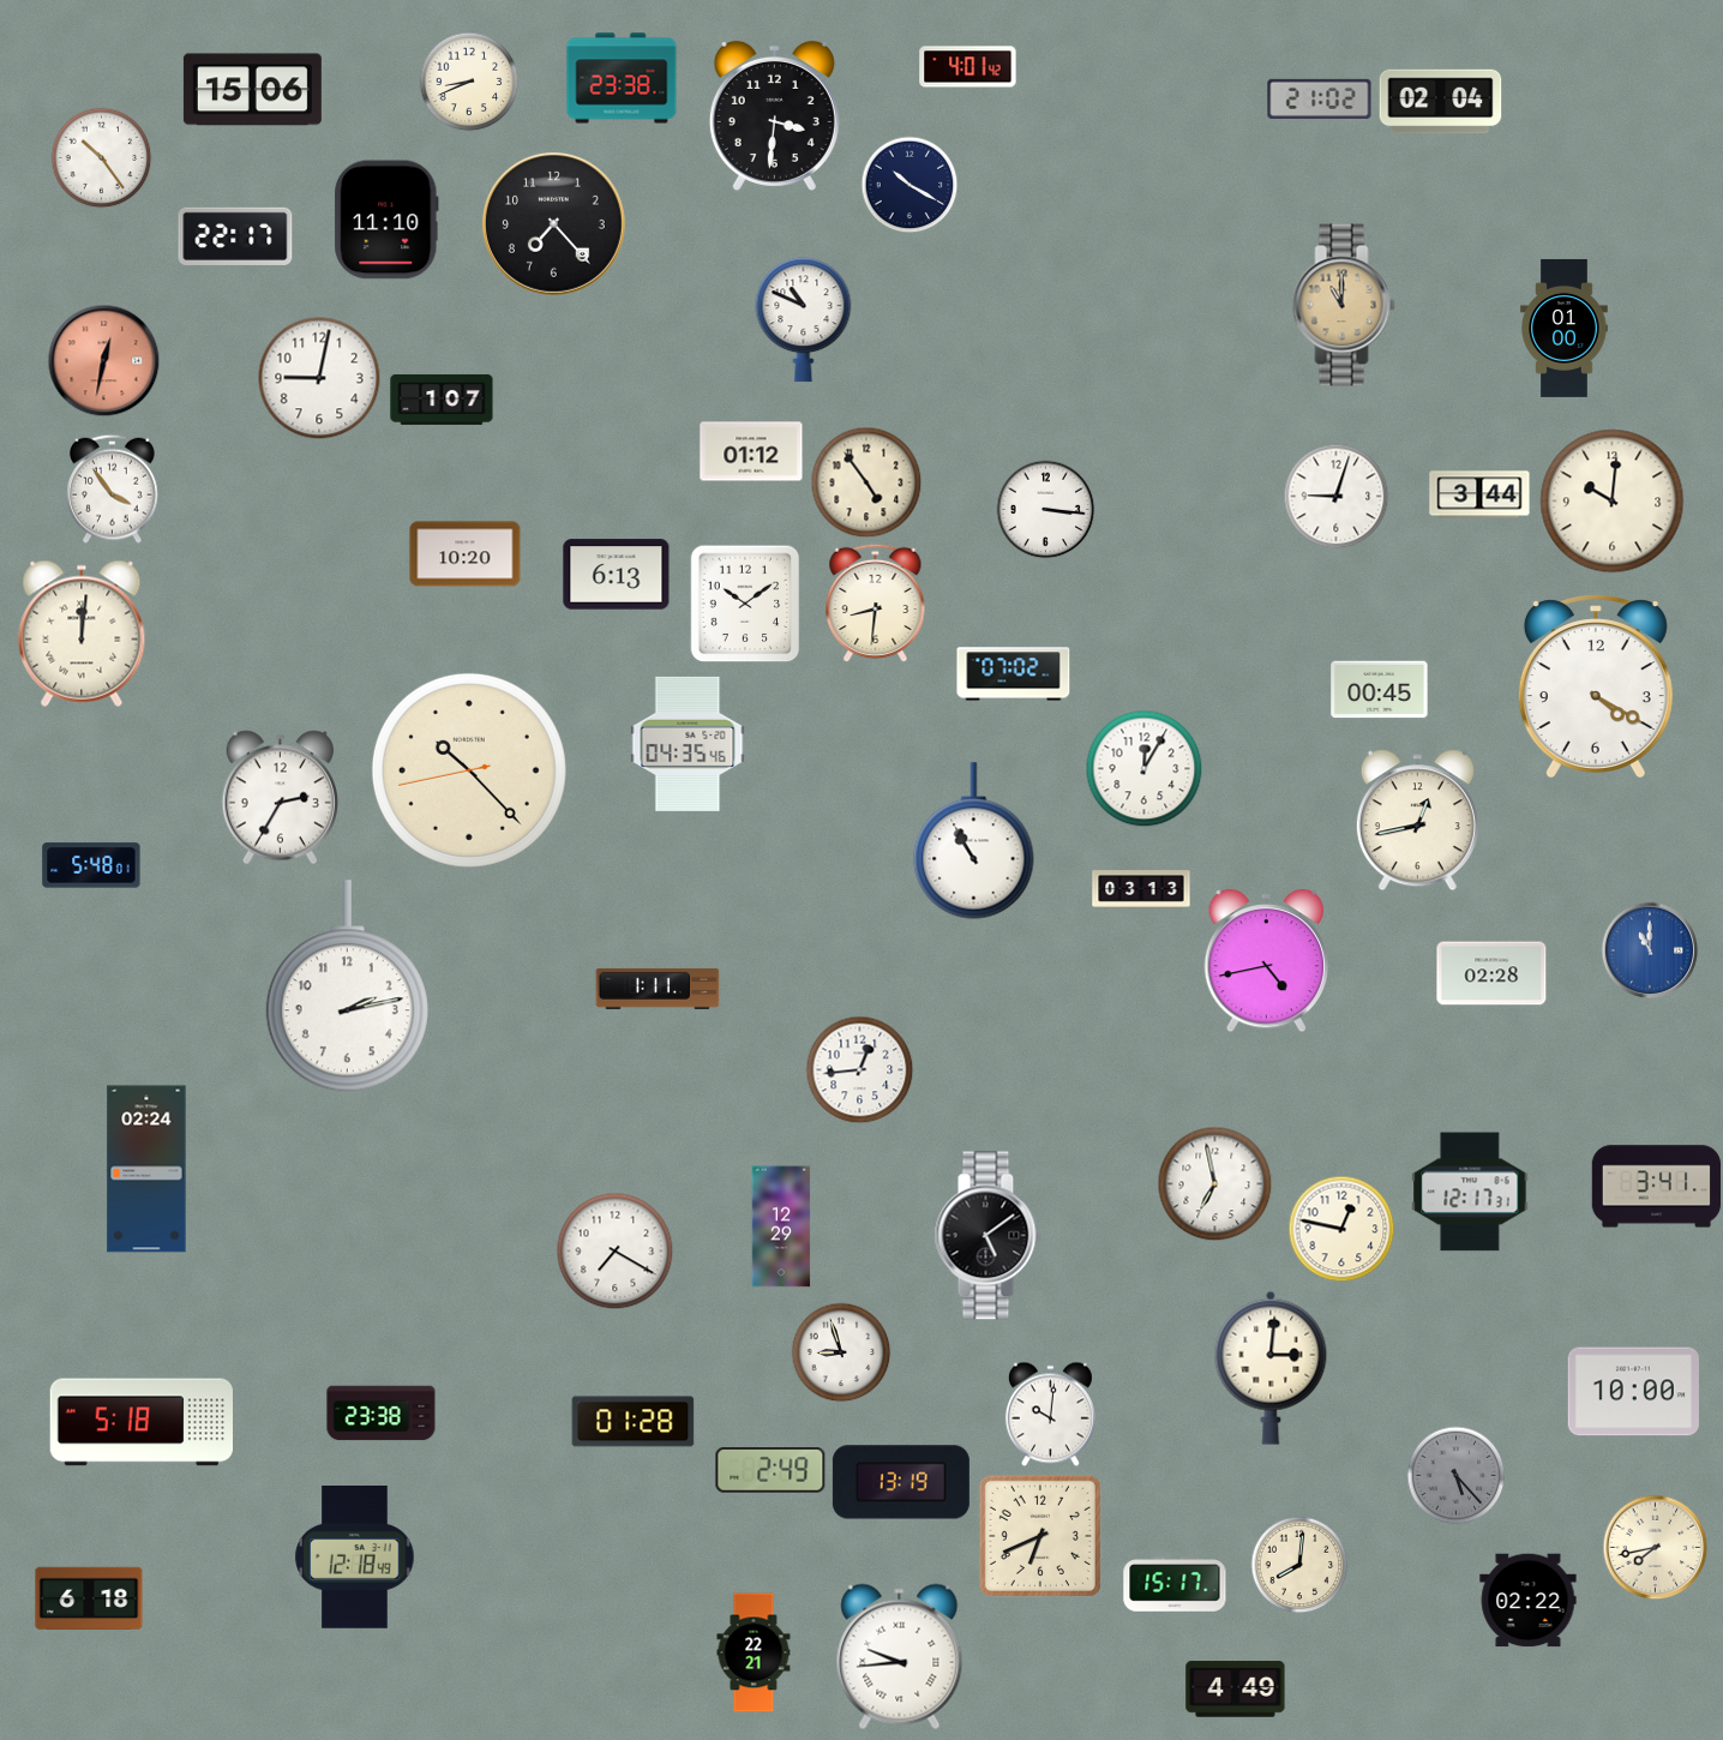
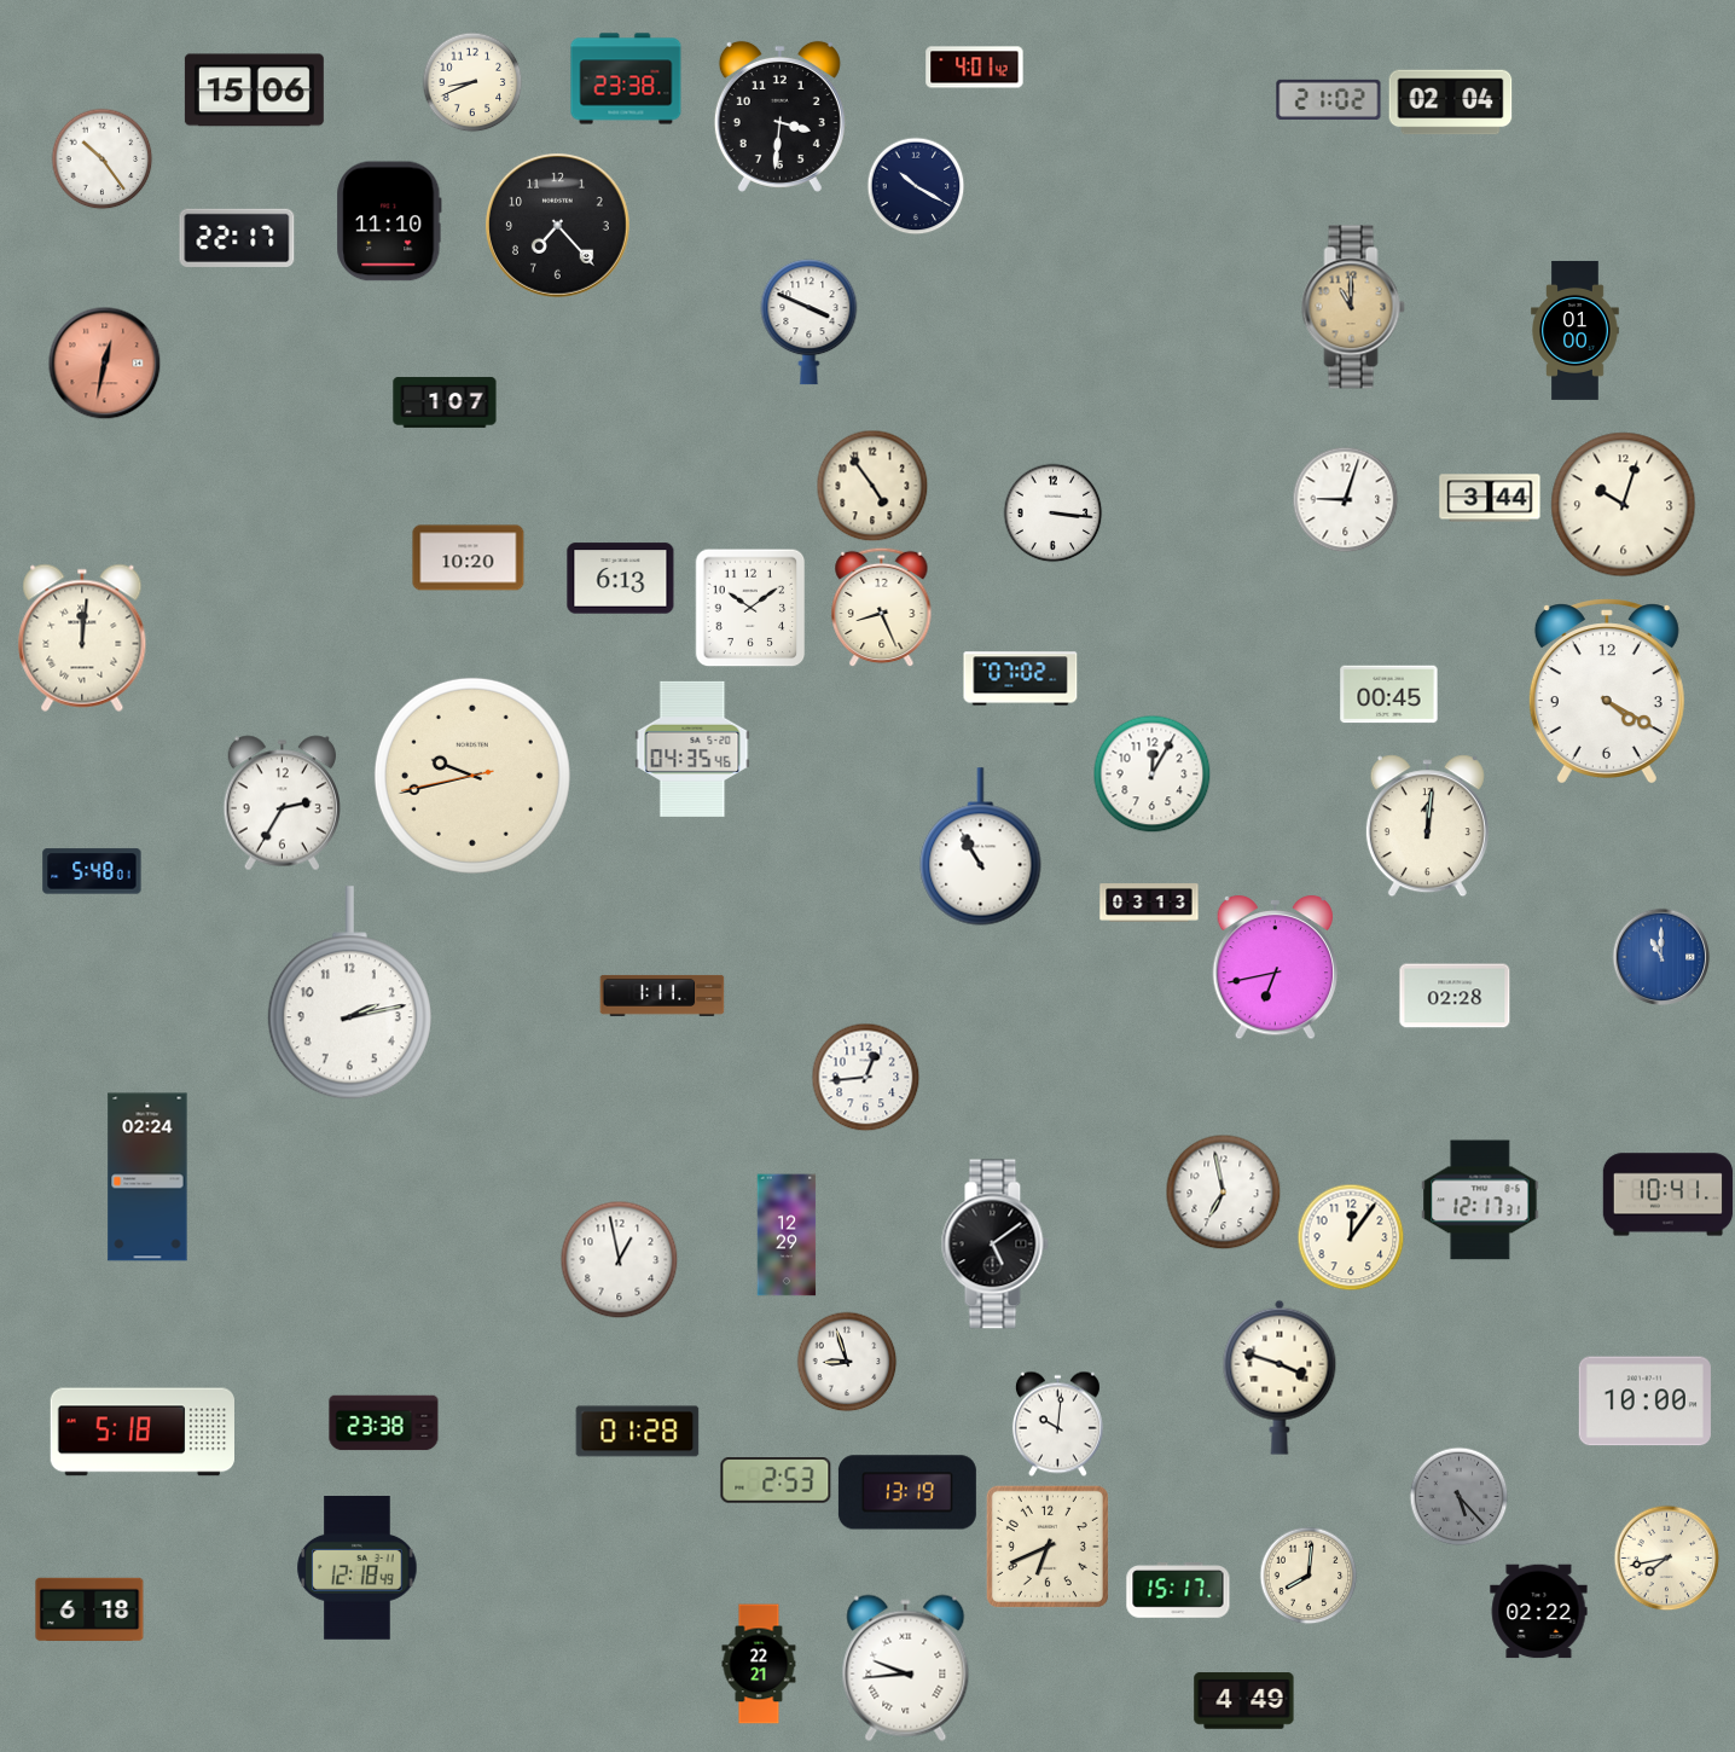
clock at (804, 320): 10:49 -> 3:49
clock at (319, 378): 9:02 -> none
clock at (751, 451): 01:12 -> none
clock at (113, 488): 3:54 -> none
clock at (1613, 502): 10:01 -> 10:03
clock at (876, 602): 8:31 -> 8:26
clock at (469, 770): 10:22 -> 9:42
clock at (1417, 821): 12:43 -> 12:01
clock at (1141, 889) position: (1141, 889) -> (1149, 903)
clock at (1267, 961): 4:43 -> 6:43
clock at (1491, 973) position: (1491, 973) -> (1455, 996)
clock at (1657, 1187): 3:41 -> 10:41
clock at (1341, 1229): 12:47 -> 12:06
clock at (614, 1250): 7:20 -> 12:58
clock at (1271, 1368): 3:01 -> 3:48
clock at (770, 1471): 2:49 -> 2:53
clock at (1455, 1475) position: (1455, 1475) -> (1458, 1496)
clock at (1175, 1584) position: (1175, 1584) -> (1178, 1590)
